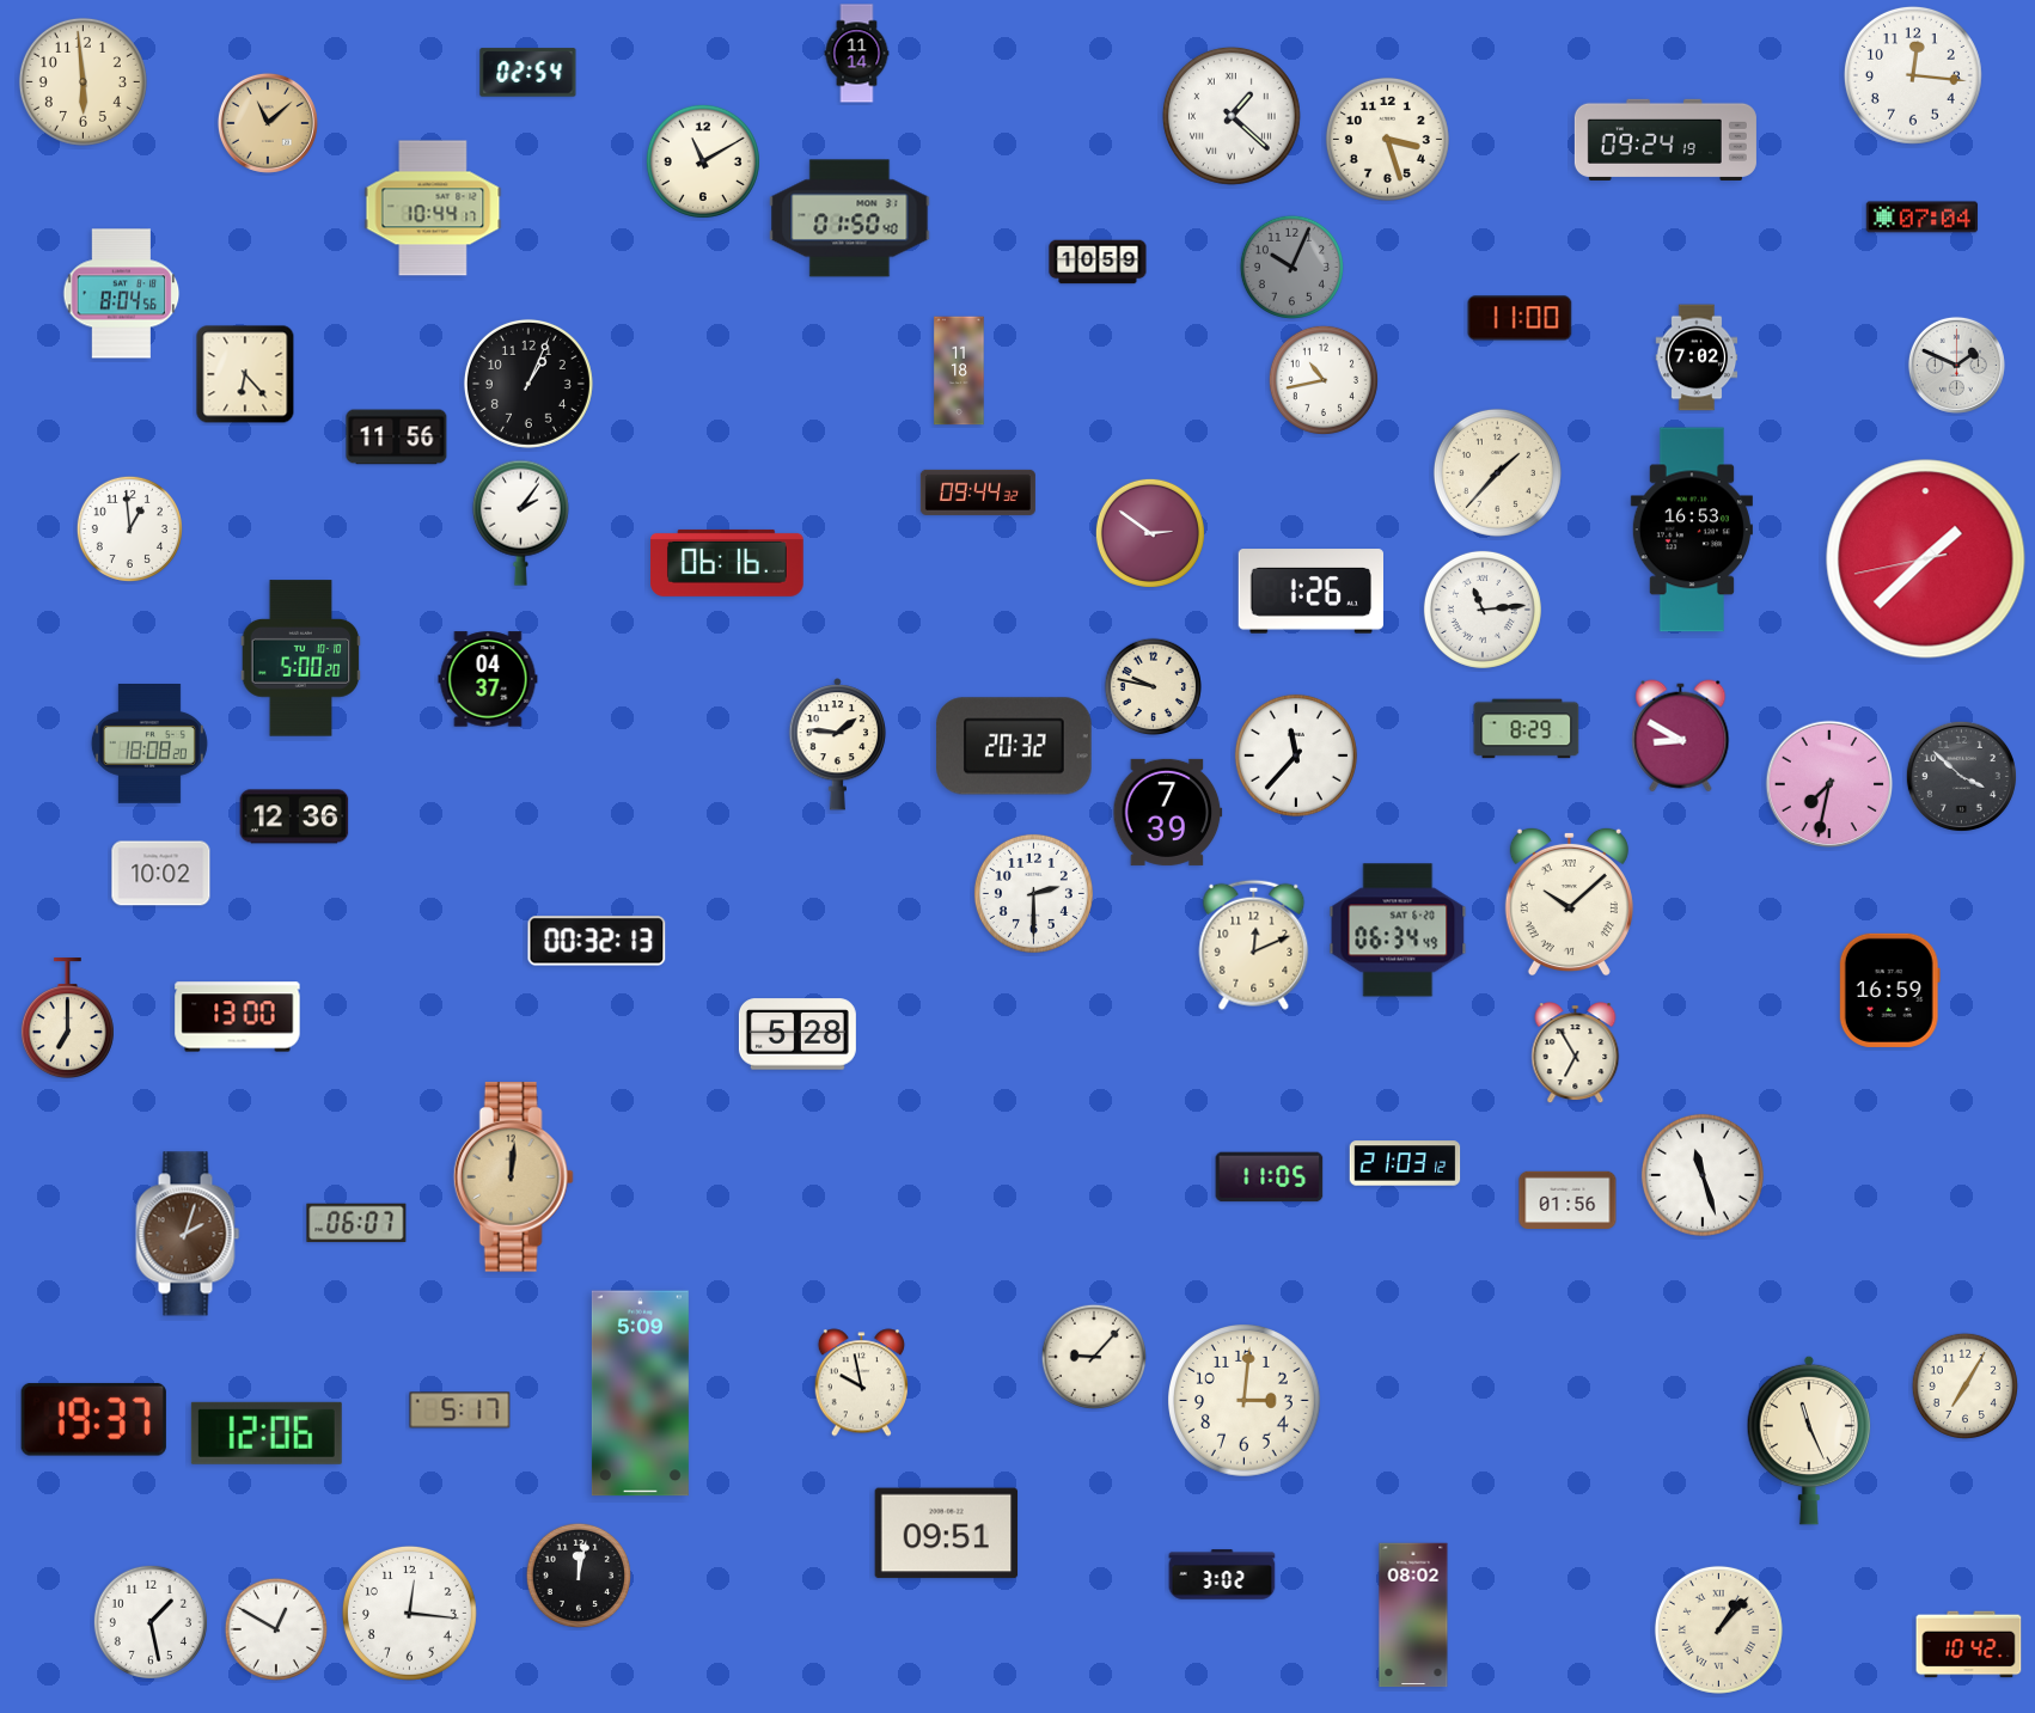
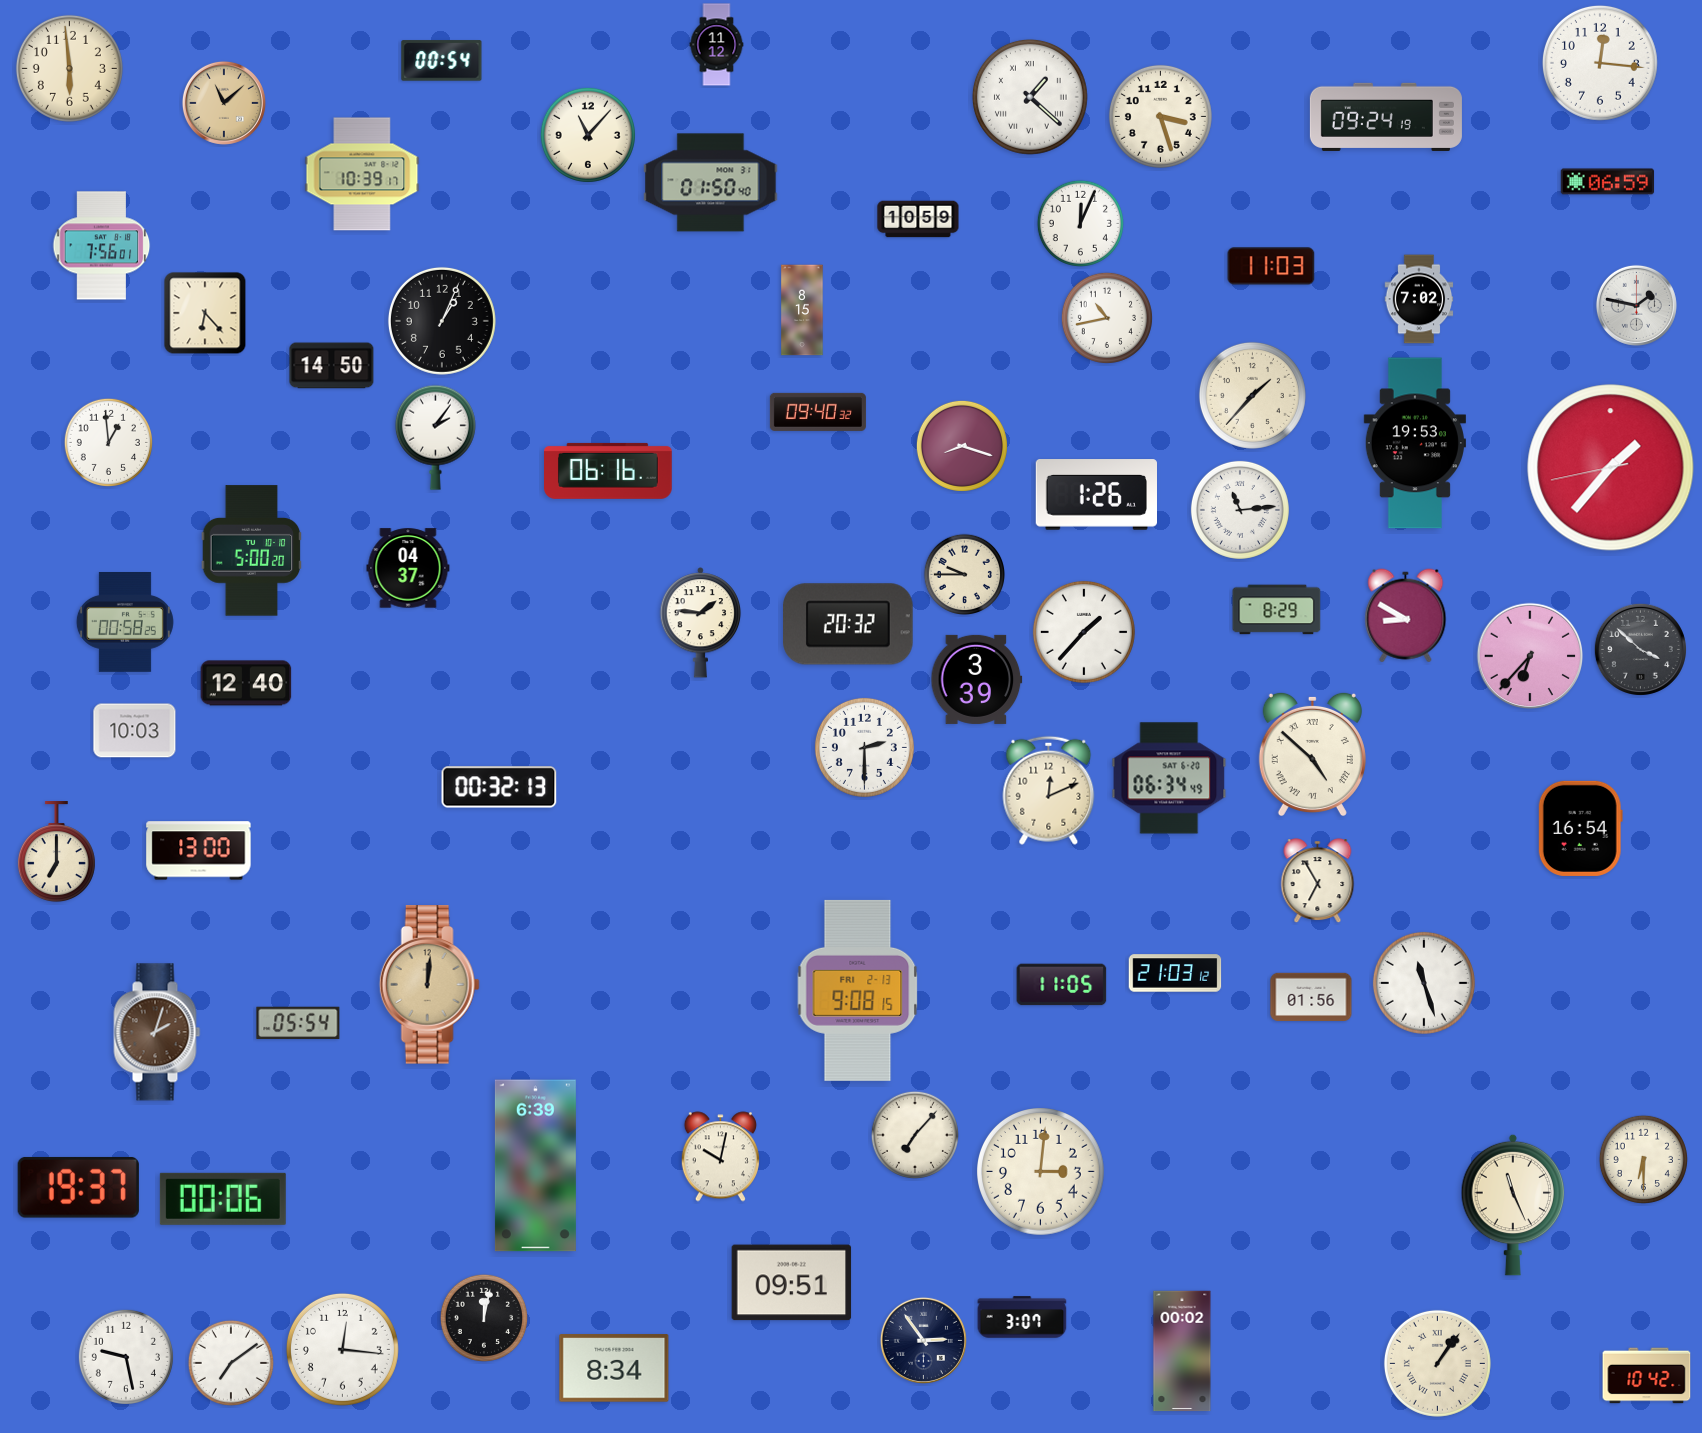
clock at (857, 54): 11:14 -> 11:12
clock at (528, 73): 02:54 -> 00:54
clock at (1666, 140) position: (1666, 140) -> (1386, 117)
clock at (703, 161): 11:10 -> 11:07
clock at (433, 208): 10:44 -> 10:39
clock at (1923, 218): 07:04 -> 06:59
clock at (1291, 267): 10:04 -> 12:04
clock at (1291, 267) dial: grey -> white
clock at (122, 294): 8:04 -> 7:56
clock at (1520, 318): 11:00 -> 11:03
clock at (1956, 365): 1:49 -> 1:47
clock at (959, 371): 11:18 -> 8:15
clock at (397, 438): 11:56 -> 14:50
clock at (978, 493): 09:44 -> 09:40
clock at (1692, 530): 16:53 -> 19:53
clock at (1150, 533): 2:51 -> 8:18
clock at (1926, 559): 1:37 -> 1:36
clock at (1153, 686): 9:47 -> 9:45
clock at (149, 745): 18:08 -> 00:58
clock at (1296, 755): 11:37 -> 1:37
clock at (1829, 784): 7:32 -> 6:37
clock at (1168, 812): 7:39 -> 3:39
clock at (294, 816): 12:36 -> 12:40
clock at (161, 874): 10:02 -> 10:03
clock at (1569, 901): 10:08 -> 4:52
clock at (1889, 990): 16:59 -> 16:54
clock at (797, 1034): 5:28 -> none
clock at (858, 990): none -> 9:08
clock at (1567, 1199) position: (1567, 1199) -> (1311, 996)
clock at (356, 1223): 06:07 -> 05:54
clock at (1094, 1357): 9:07 -> 7:07
clock at (861, 1383): 9:58 -> 10:02
clock at (1964, 1385): 7:05 -> 6:30
clock at (640, 1394): 5:09 -> 6:39
clock at (460, 1411): 5:17 -> none
clock at (267, 1433): 12:06 -> 00:06
clock at (1222, 1574): 3:02 -> 3:07
clock at (923, 1340): none -> 2:54
clock at (1413, 1615): 08:02 -> 00:02
clock at (151, 1622): 1:28 -> 9:28
clock at (276, 1629): 12:50 -> 7:09
clock at (1718, 1629): 1:07 -> 1:06
clock at (614, 1368): none -> 8:34
